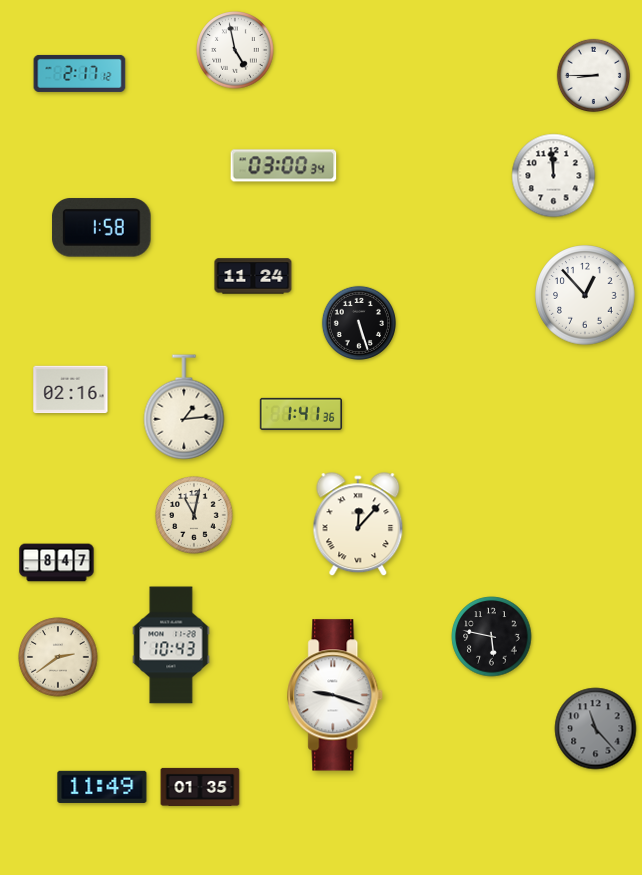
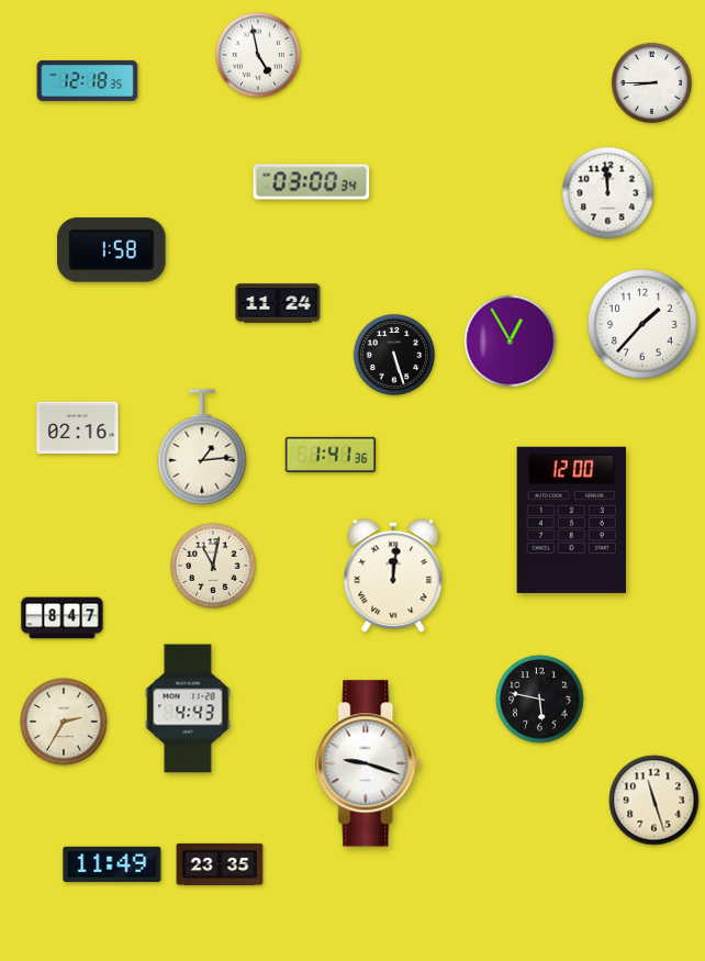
clock at (80, 73): 2:17 -> 12:18
clock at (585, 295): 12:53 -> 1:37
clock at (511, 342): none -> 12:55
clock at (571, 519): none -> 12:00
clock at (358, 525): 12:07 -> 12:01
clock at (171, 645): 10:43 -> 4:43
clock at (58, 657): 2:39 -> 2:35
clock at (596, 729): 11:23 -> 11:27
clock at (596, 729) dial: grey -> cream
clock at (200, 787): 01:35 -> 23:35
